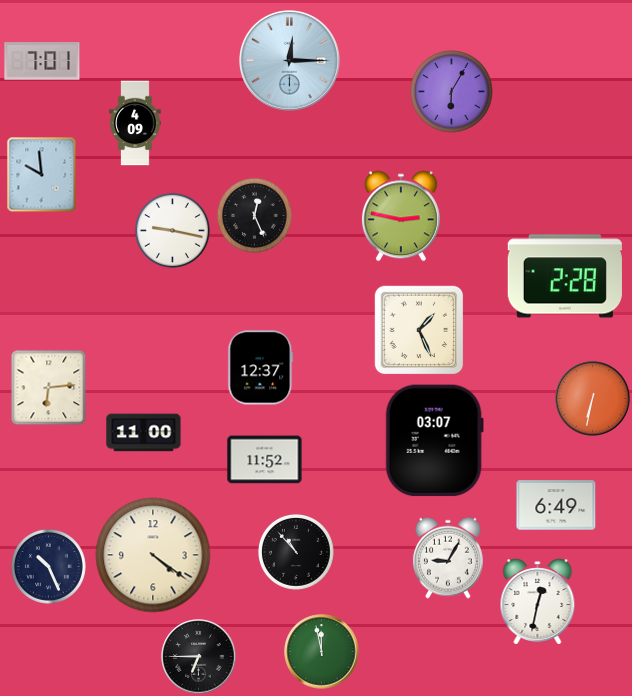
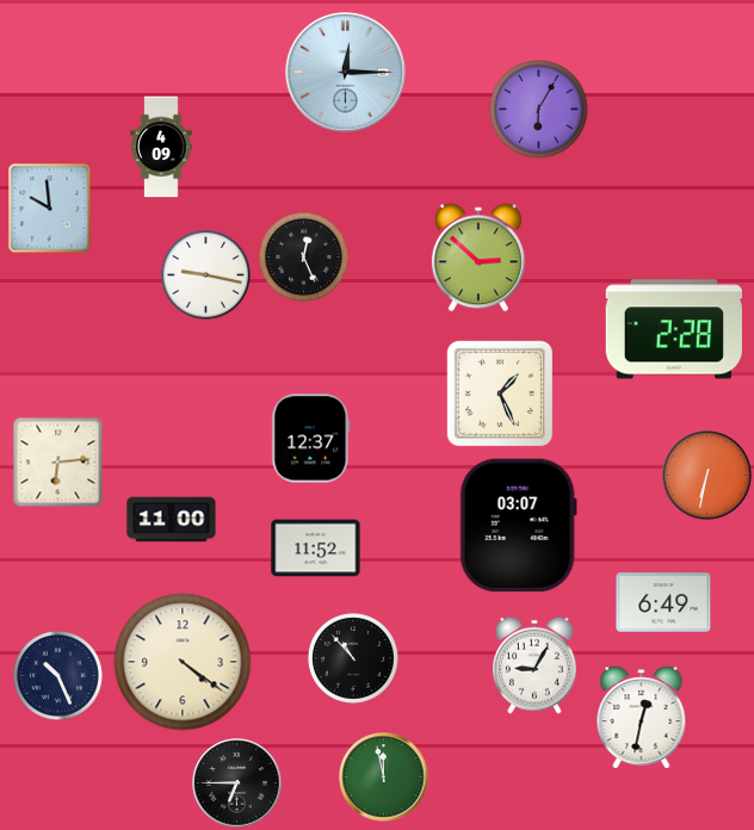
clock at (42, 61): 7:01 -> none
clock at (401, 216): 2:47 -> 2:52
clock at (144, 433) position: (144, 433) -> (172, 520)
